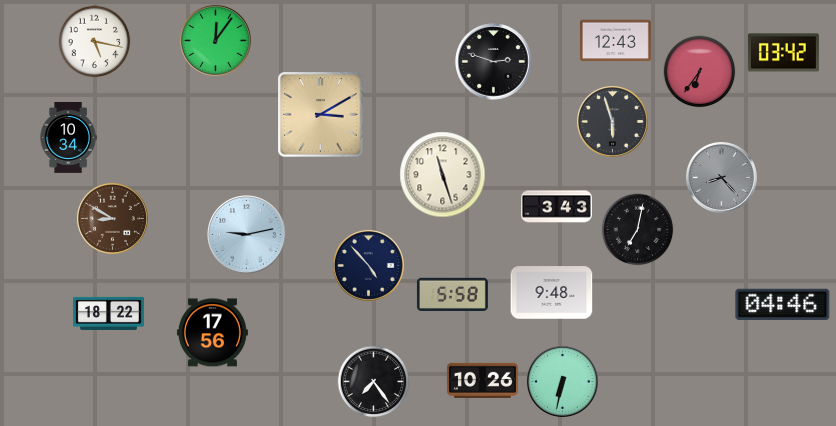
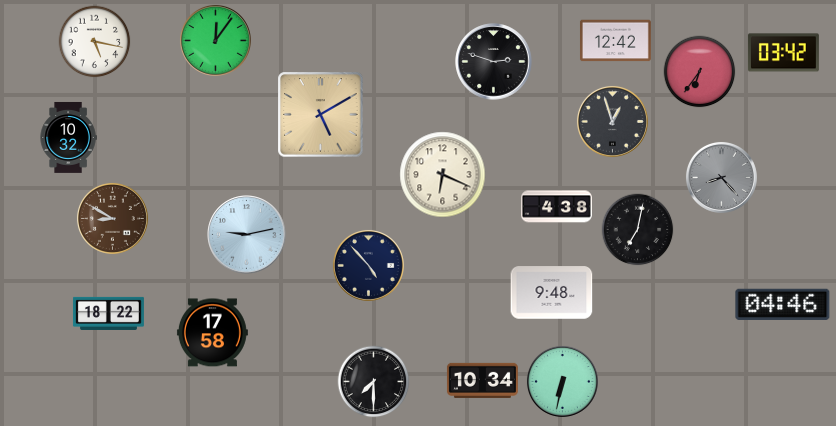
clock at (615, 41): 12:43 -> 12:42
clock at (321, 115): 3:10 -> 5:10
clock at (612, 121): 5:57 -> 12:57
clock at (68, 137): 10:34 -> 10:32
clock at (443, 175): 11:27 -> 6:19
clock at (556, 207): 3:43 -> 4:38
clock at (452, 294): 5:58 -> none
clock at (212, 333): 17:56 -> 17:58
clock at (482, 380): 10:26 -> 10:34
clock at (374, 382): 7:24 -> 7:30
